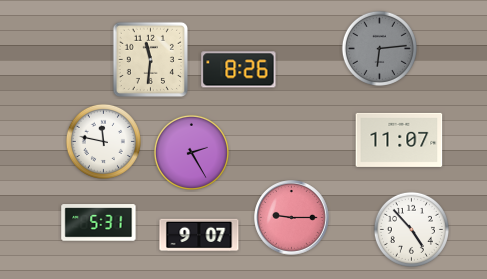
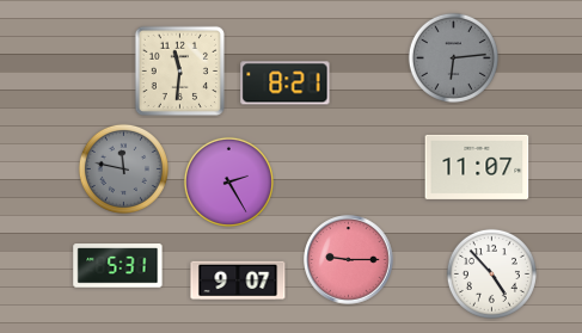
clock at (239, 70): 8:26 -> 8:21
clock at (103, 141) dial: white -> grey
